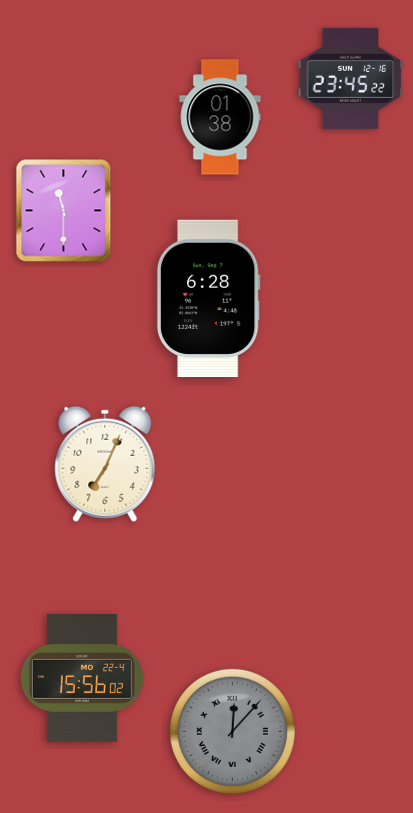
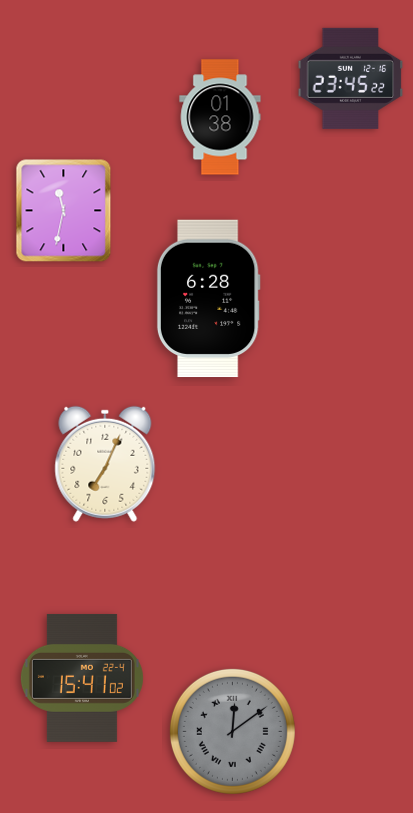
clock at (64, 211): 11:30 -> 11:32
clock at (82, 678): 15:56 -> 15:41
clock at (232, 731): 12:07 -> 12:09
